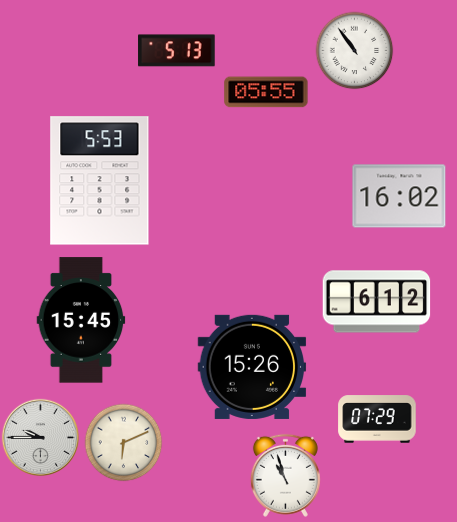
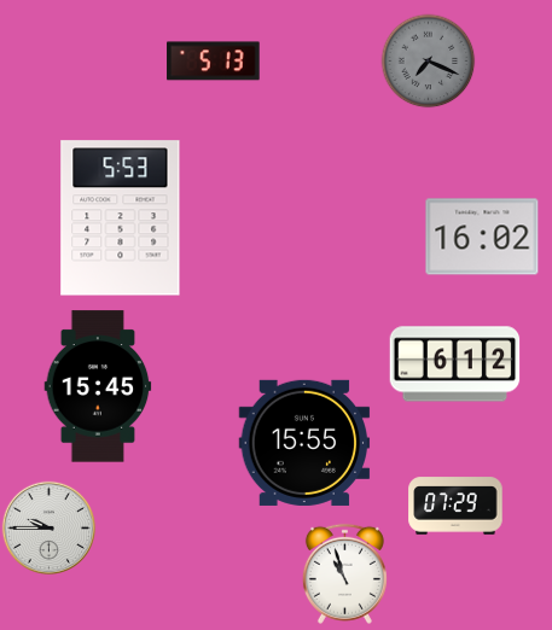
clock at (354, 50): 10:54 -> 7:19
clock at (354, 50) dial: white -> grey
clock at (266, 92): 05:55 -> none
clock at (252, 367): 15:26 -> 15:55
clock at (123, 442): 6:11 -> none
